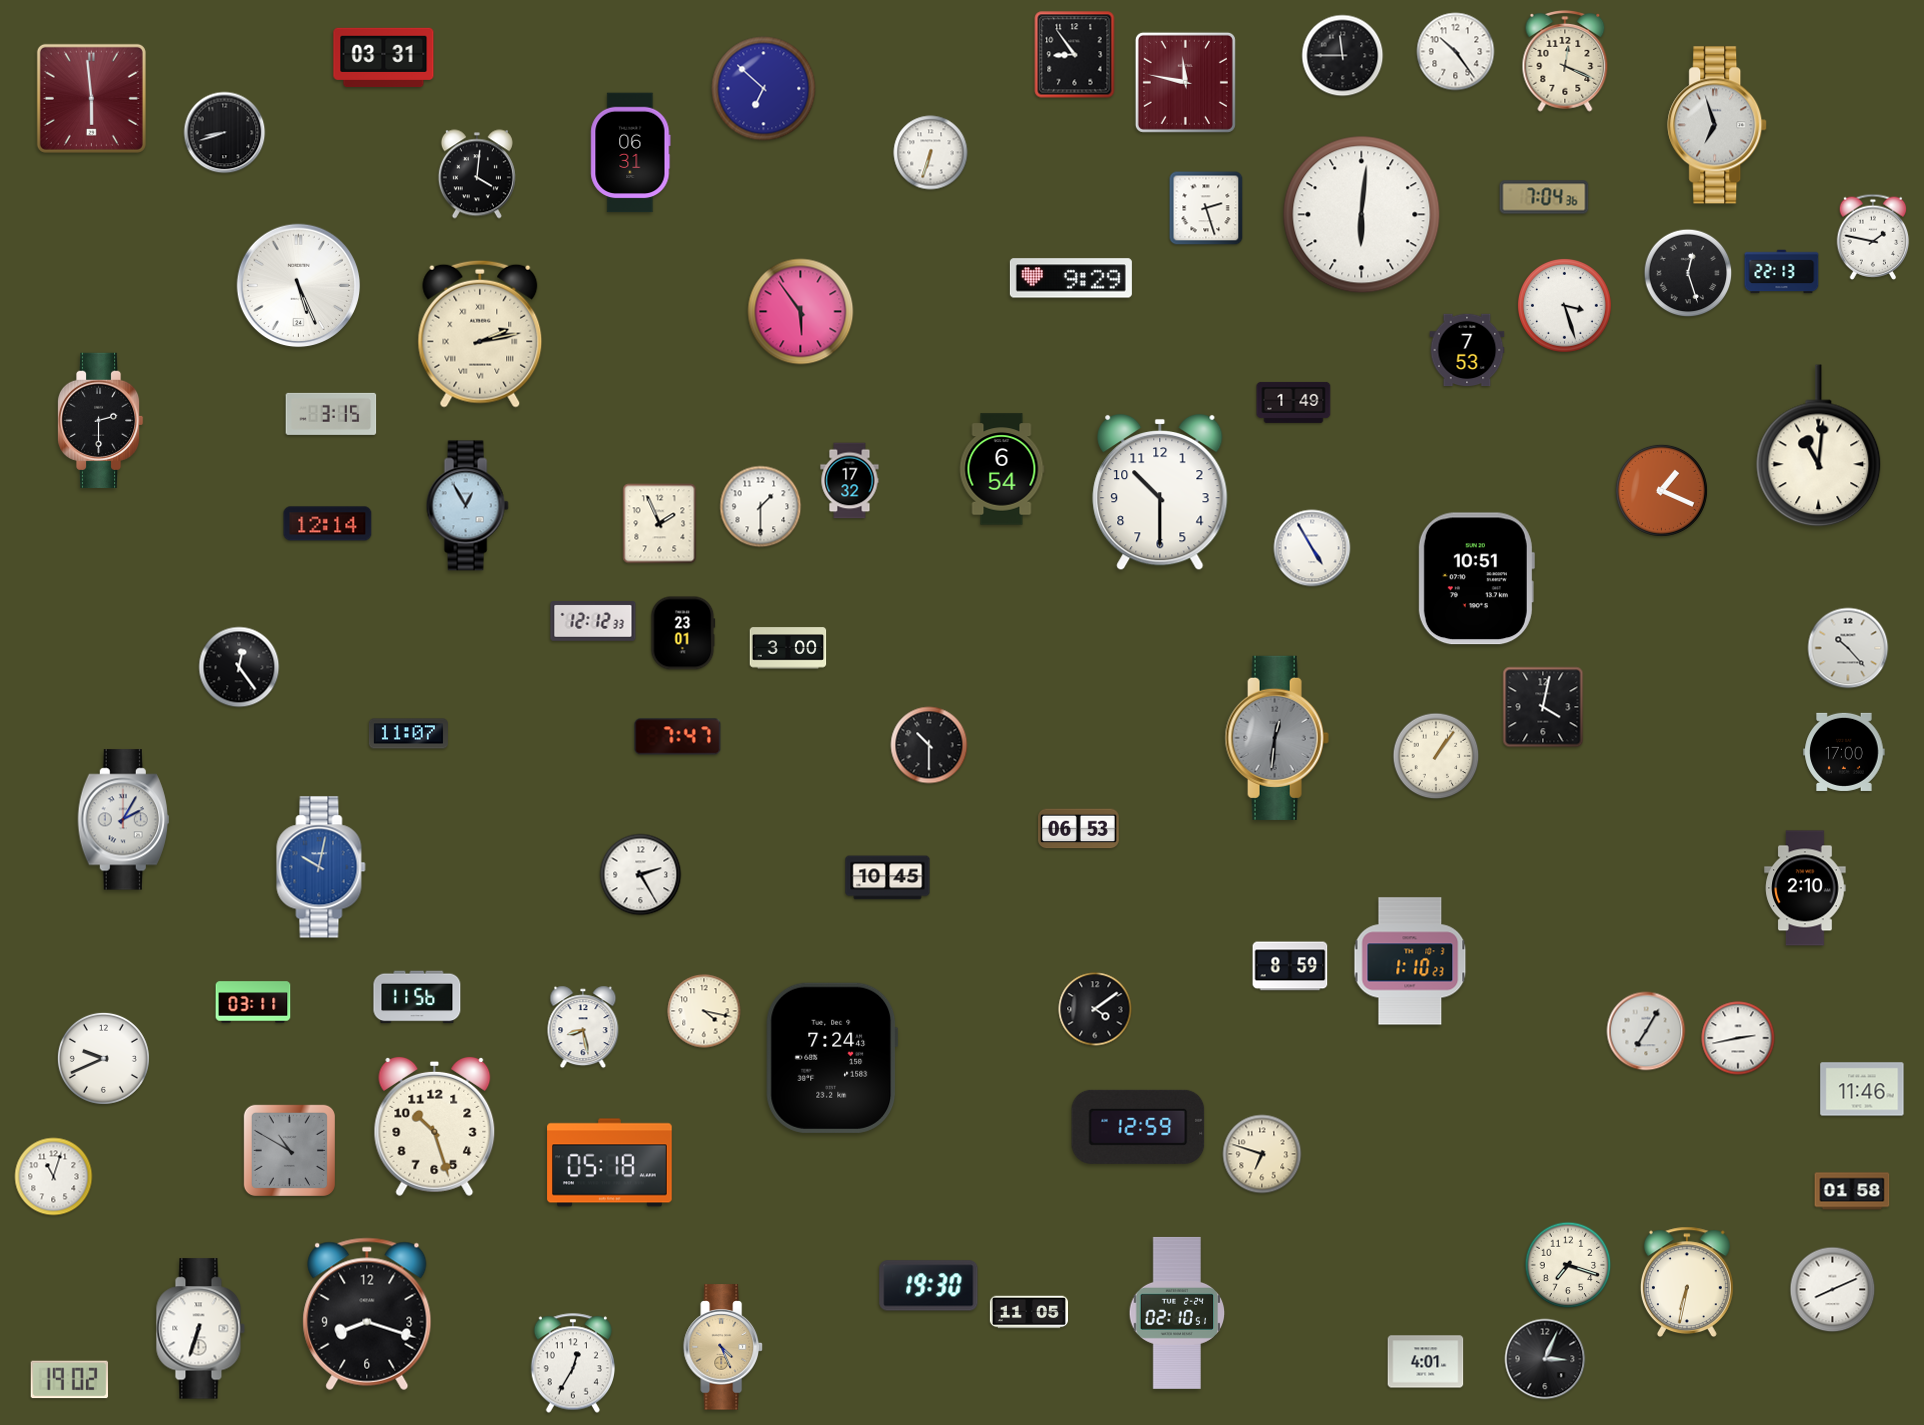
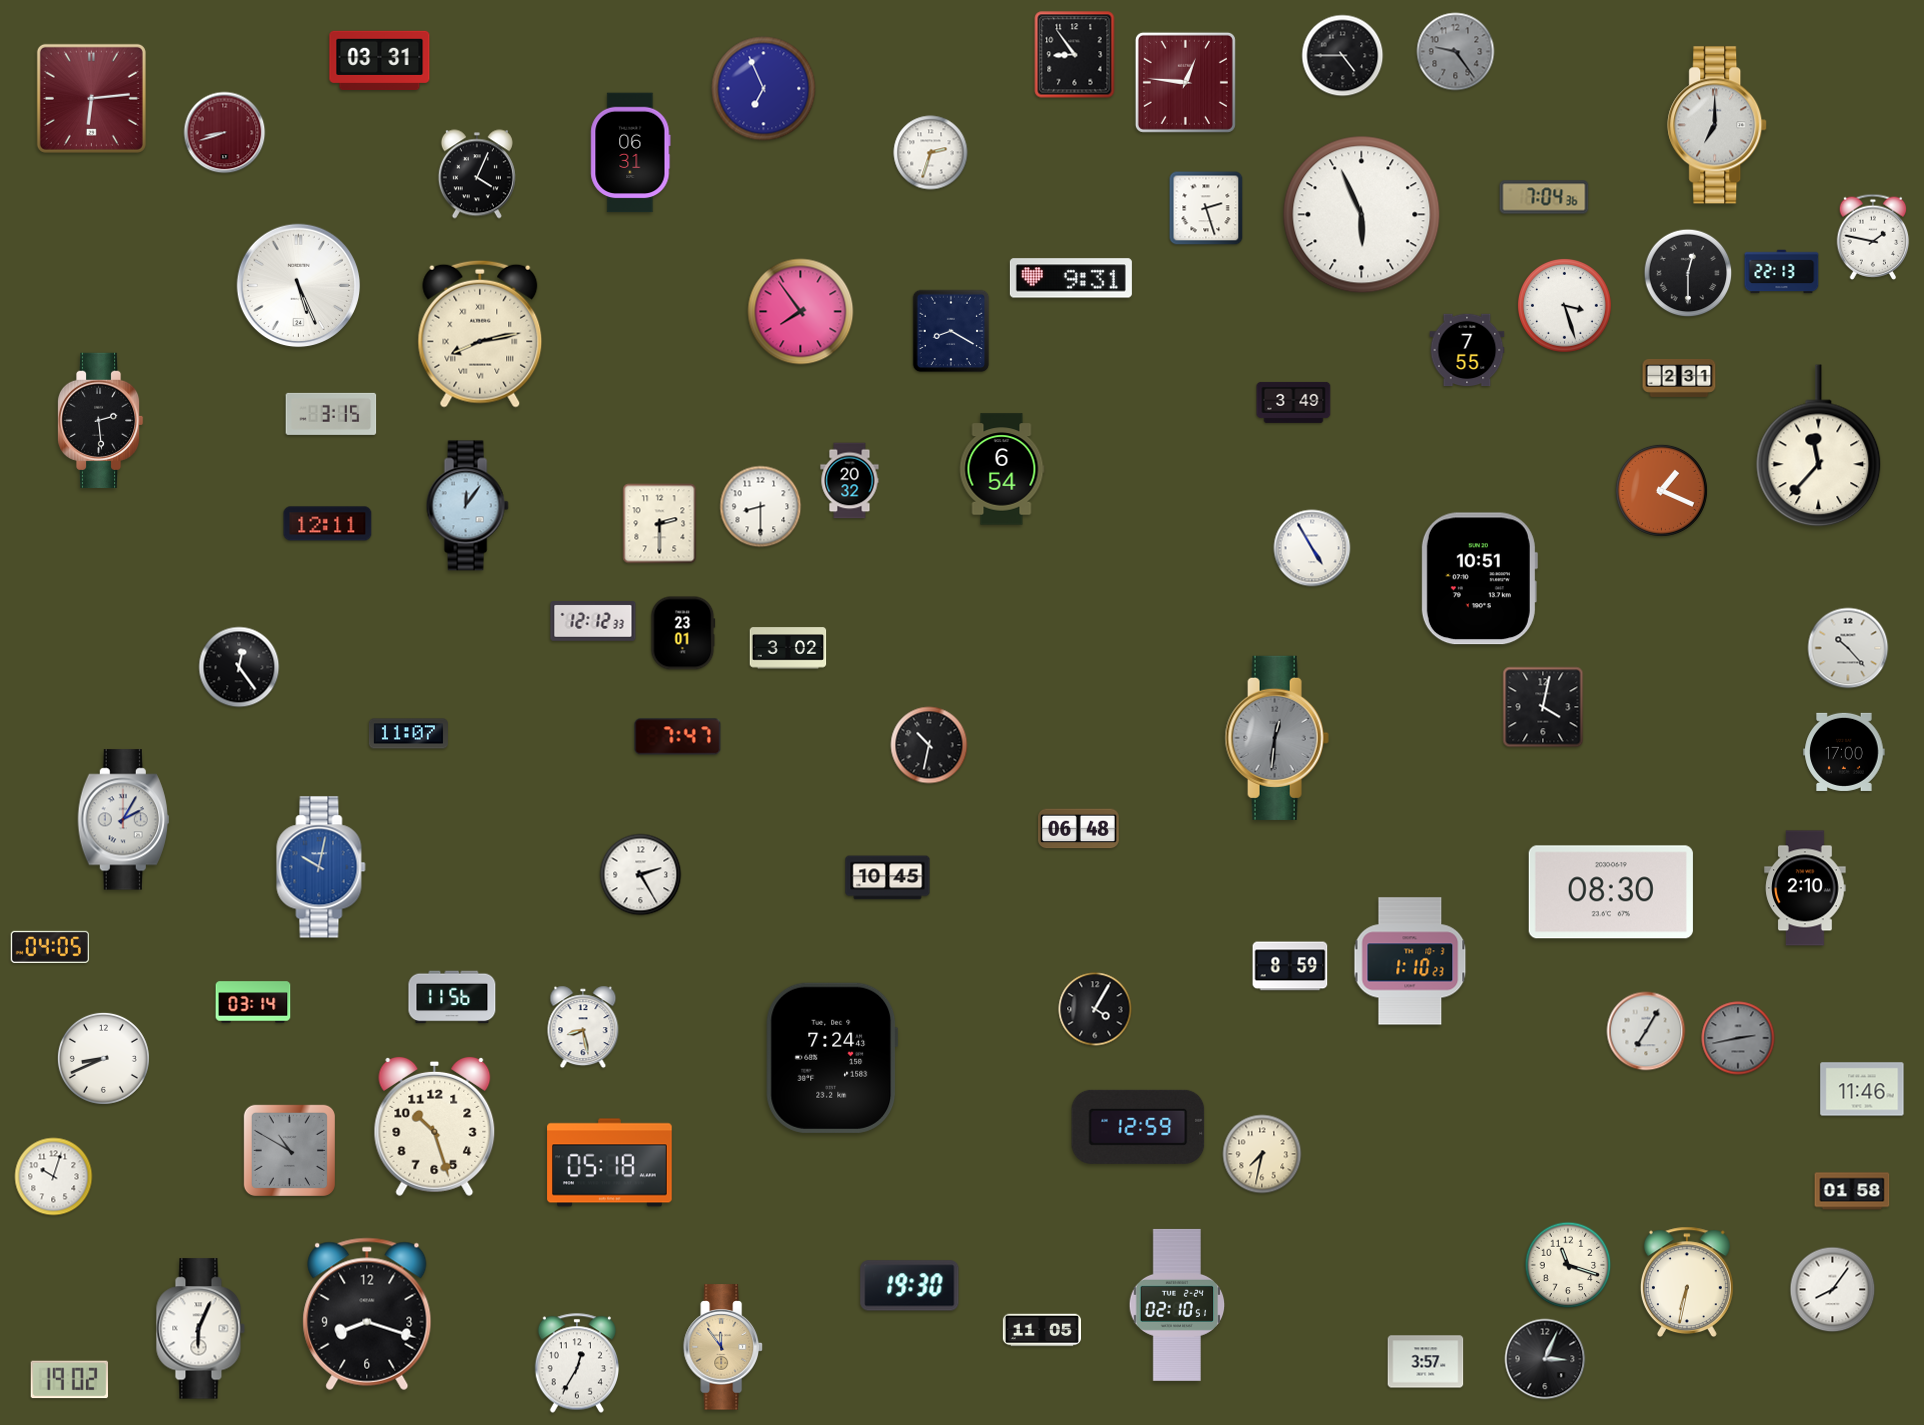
clock at (1456, 52): 10:24 -> 9:24
clock at (1456, 52) dial: white -> grey
clock at (1343, 56): 11:45 -> 4:45
clock at (384, 57) position: (384, 57) -> (380, 60)
clock at (1565, 61): 12:19 -> none
clock at (1185, 82): 11:47 -> 12:46
clock at (764, 89): 6:52 -> 6:56
clock at (91, 98): 5:59 -> 6:14
clock at (1718, 125): 6:57 -> 7:00
clock at (225, 133) dial: black -> burgundy
clock at (931, 153): 6:33 -> 2:33
clock at (477, 174): 4:01 -> 4:04
clock at (1362, 215): 6:01 -> 5:56
clock at (1688, 273): 12:27 -> 12:30
clock at (1071, 278): 9:29 -> 9:31
clock at (801, 312): 5:54 -> 7:54
clock at (951, 331): none -> 8:20
clock at (480, 334): 2:13 -> 8:13
clock at (1467, 350): 7:53 -> 7:55
clock at (1679, 378): none -> 2:31
clock at (1294, 402): 1:49 -> 3:49
clock at (100, 420): 2:30 -> 2:29
clock at (1819, 446): 11:01 -> 11:37
clock at (850, 481): 17:32 -> 20:32
clock at (1160, 492): 10:30 -> none
clock at (467, 506): 12:55 -> 12:06
clock at (761, 507): 1:30 -> 8:30
clock at (328, 524): 12:14 -> 12:11
clock at (660, 524): 1:56 -> 2:30
clock at (1476, 579) position: (1476, 579) -> (1479, 579)
clock at (788, 648): 3:00 -> 3:02
clock at (929, 745): 10:30 -> 10:32
clock at (1436, 756): 1:06 -> none
clock at (1079, 829): 06:53 -> 06:48
clock at (1611, 892): none -> 08:30
clock at (50, 947): none -> 04:05
clock at (417, 997) position: (417, 997) -> (452, 997)
clock at (253, 1002): 03:11 -> 03:14
clock at (1095, 1009): 4:09 -> 4:05
clock at (704, 1011): 4:17 -> none
clock at (1738, 1038) dial: white -> grey
clock at (103, 1058): 9:41 -> 8:41
clock at (1262, 1154): 6:48 -> 7:32
clock at (54, 1177): 11:03 -> 10:03
clock at (1568, 1265): 7:18 -> 11:18
clock at (929, 1286) position: (929, 1286) -> (910, 1286)
clock at (1833, 1290): 8:11 -> 8:06
clock at (1028, 1312) position: (1028, 1312) -> (1041, 1330)
clock at (1177, 1313) position: (1177, 1313) -> (1177, 1305)
clock at (200, 1329): 6:33 -> 6:04
clock at (723, 1347): 4:26 -> 11:54
clock at (1426, 1362): 4:01 -> 3:57
clock at (572, 1363) position: (572, 1363) -> (576, 1363)
